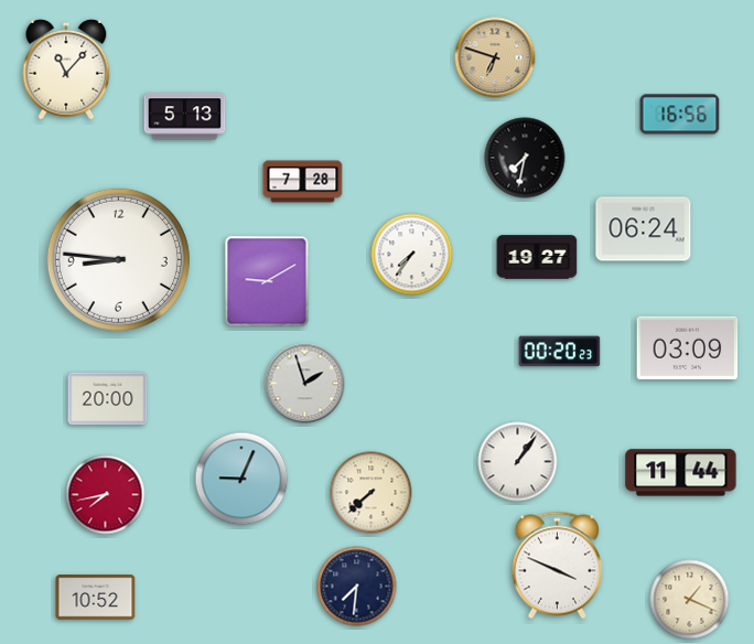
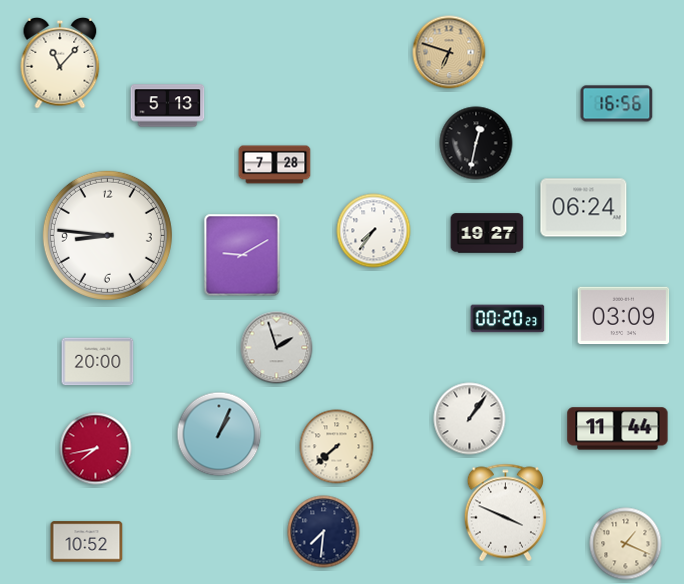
clock at (525, 158): 7:32 -> 12:32
clock at (241, 479): 9:04 -> 1:04
